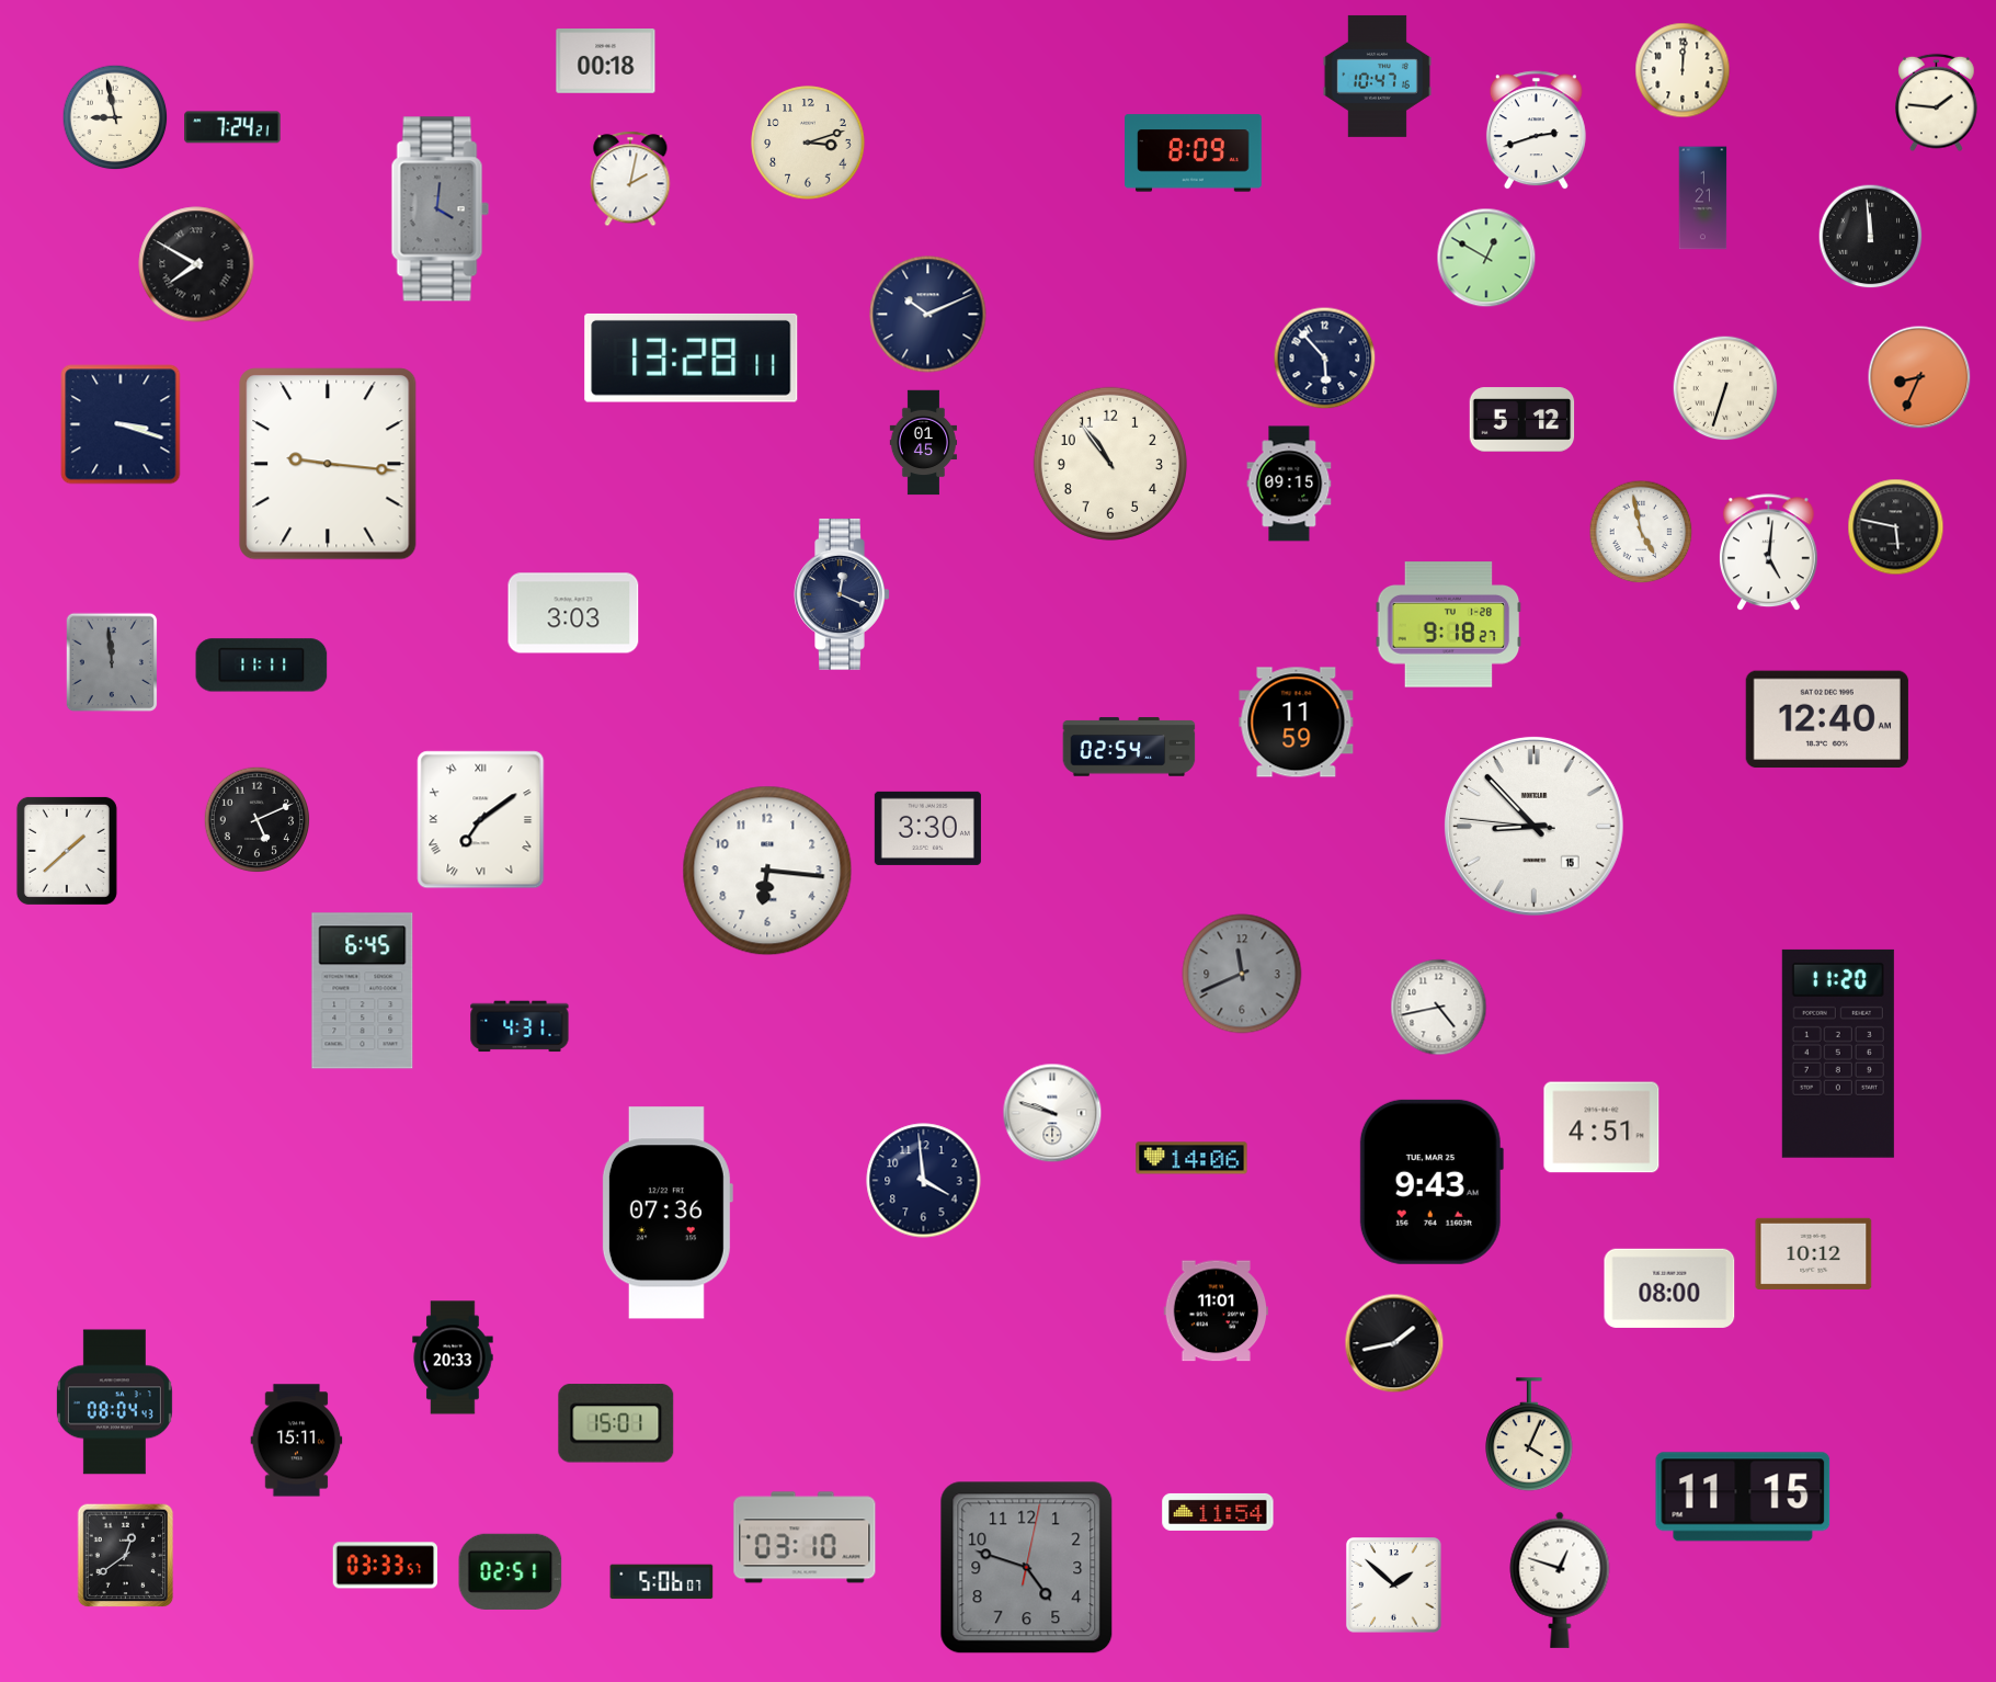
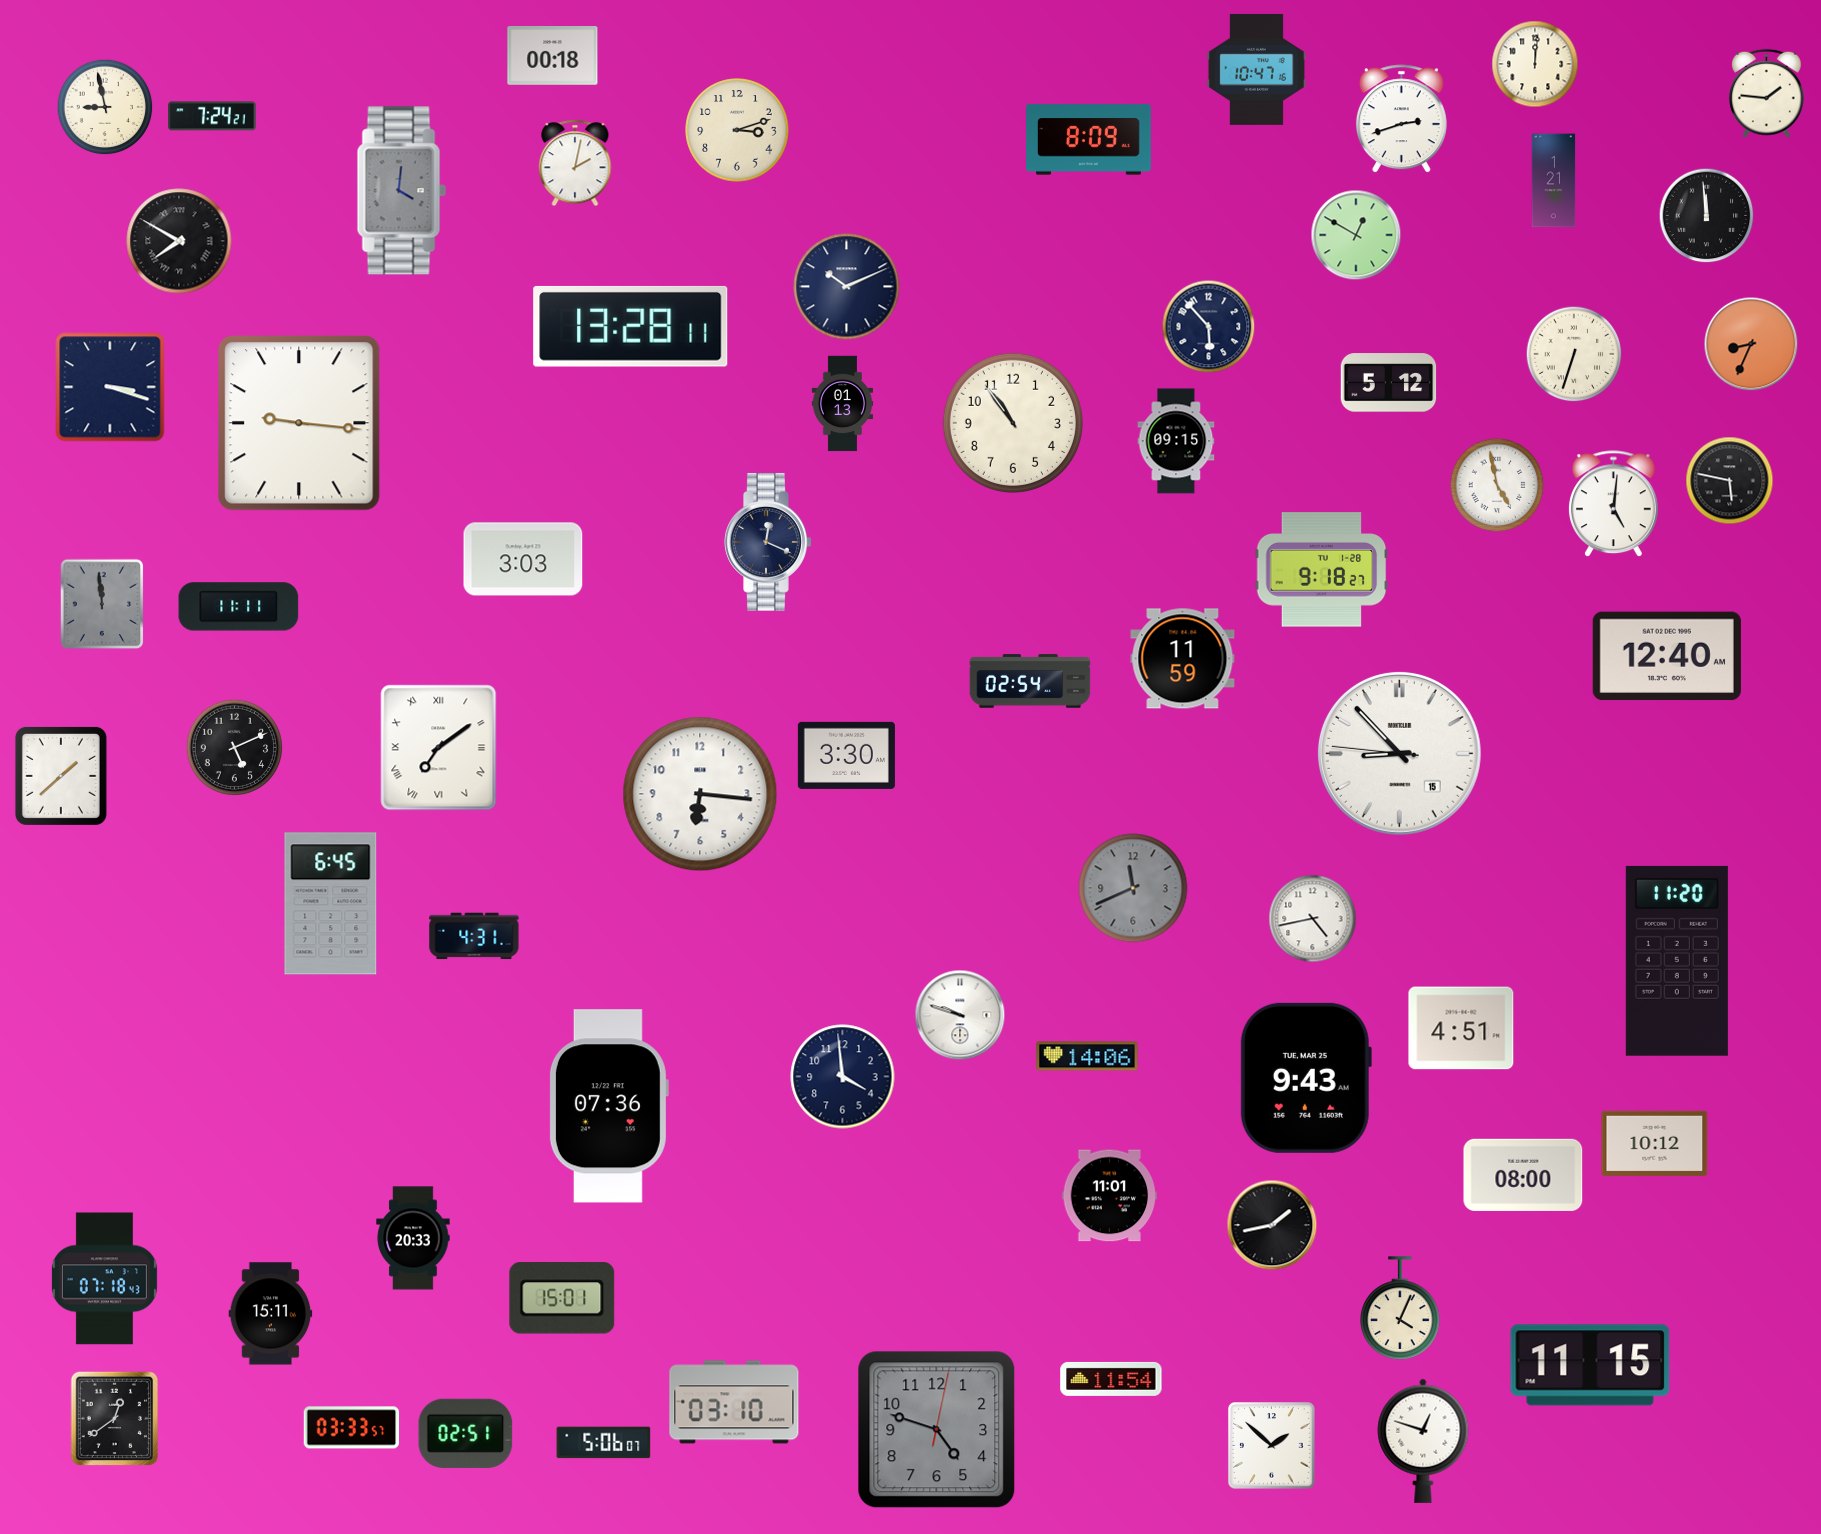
clock at (924, 443): 01:45 -> 01:13
clock at (114, 1402): 08:04 -> 07:18
clock at (1529, 1434) position: (1529, 1434) -> (1400, 1308)
